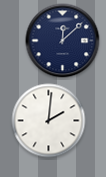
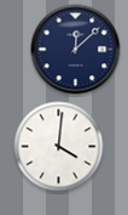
clock at (49, 121): 2:01 -> 4:01
